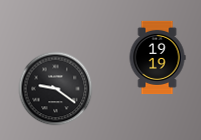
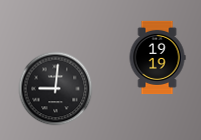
clock at (56, 89): 9:21 -> 9:01
